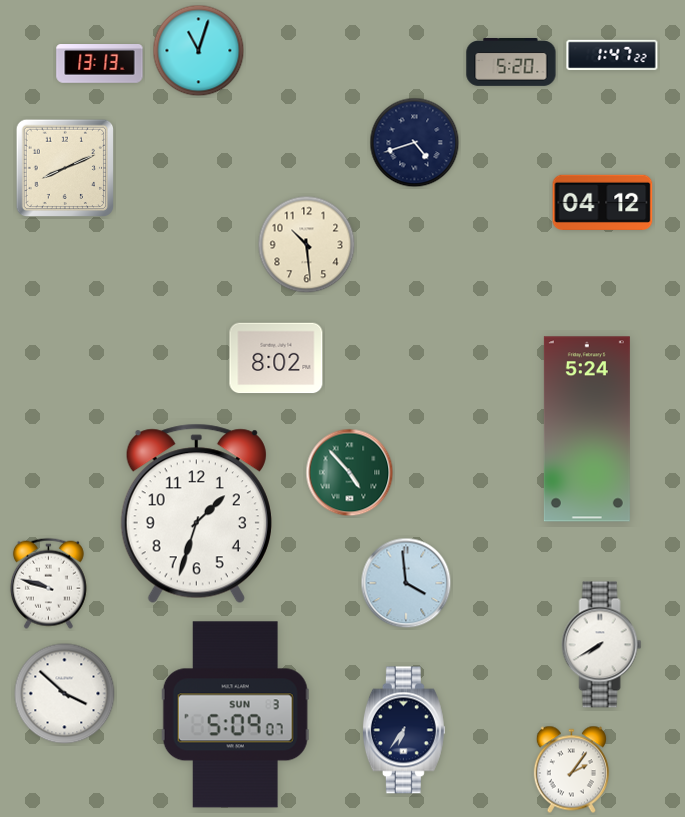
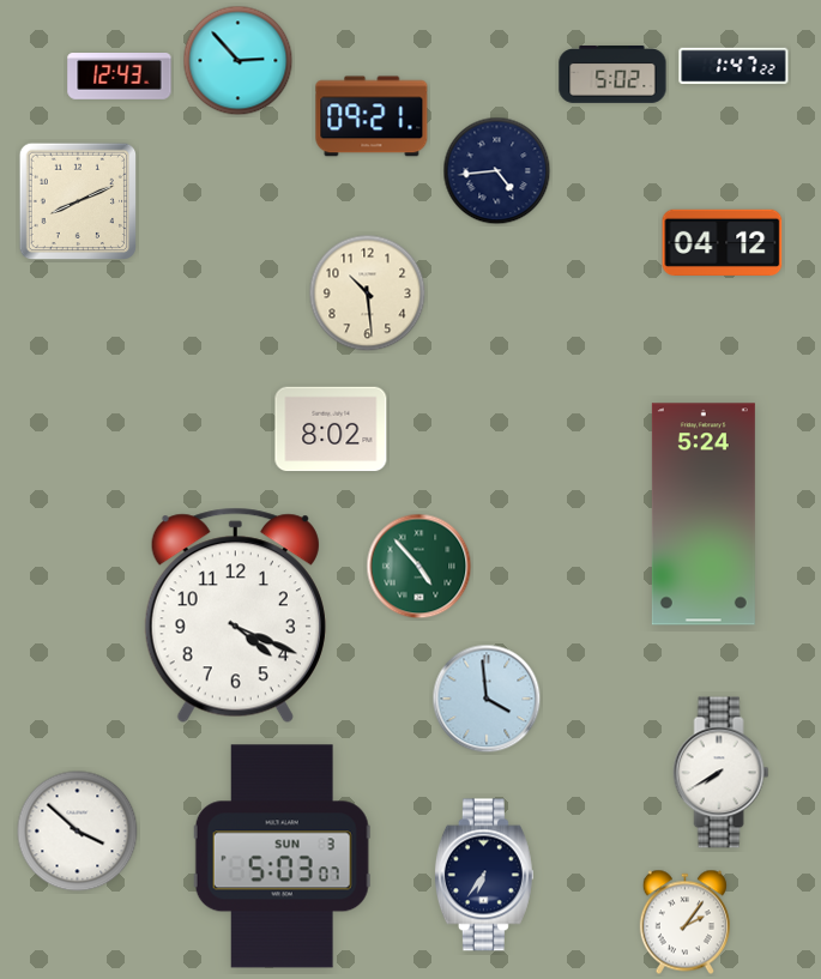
clock at (199, 51): 11:03 -> 2:53
clock at (511, 62): 5:20 -> 5:02
clock at (100, 64): 13:13 -> 12:43
clock at (372, 116): none -> 09:21
clock at (415, 143): 4:42 -> 4:44
clock at (196, 514): 1:33 -> 4:19
clock at (48, 583): 9:48 -> none
clock at (235, 715): 5:09 -> 5:03
